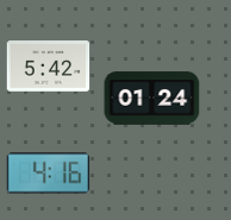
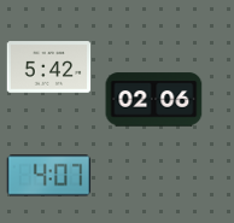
clock at (152, 99): 01:24 -> 02:06
clock at (49, 174): 4:16 -> 4:07
